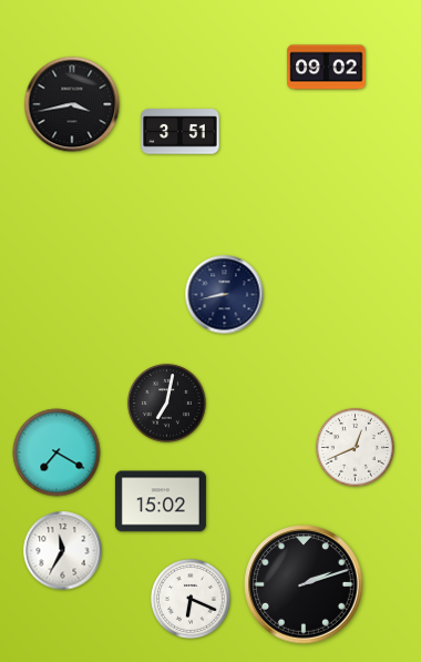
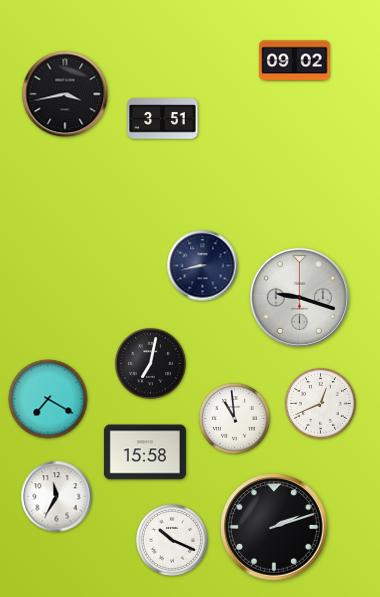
clock at (299, 297): none -> 9:18
clock at (57, 452) position: (57, 452) -> (48, 399)
clock at (234, 418): none -> 10:59
clock at (161, 501): 15:02 -> 15:58
clock at (192, 600): 6:19 -> 10:19
